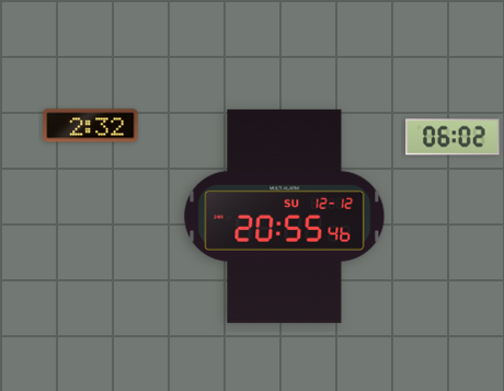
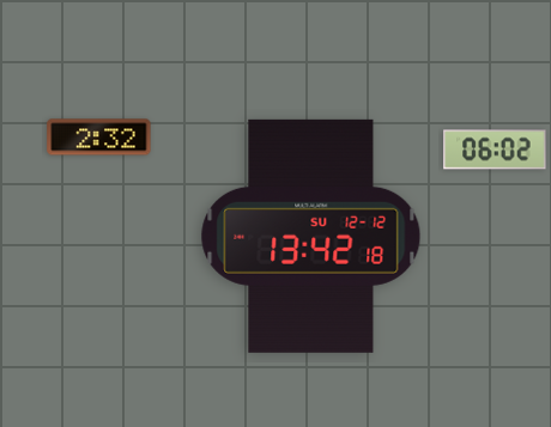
clock at (285, 216): 20:55 -> 13:42
